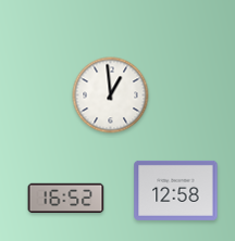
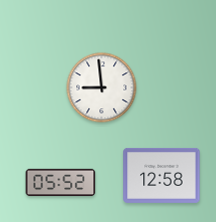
clock at (111, 96): 12:59 -> 8:59
clock at (66, 199): 16:52 -> 05:52
